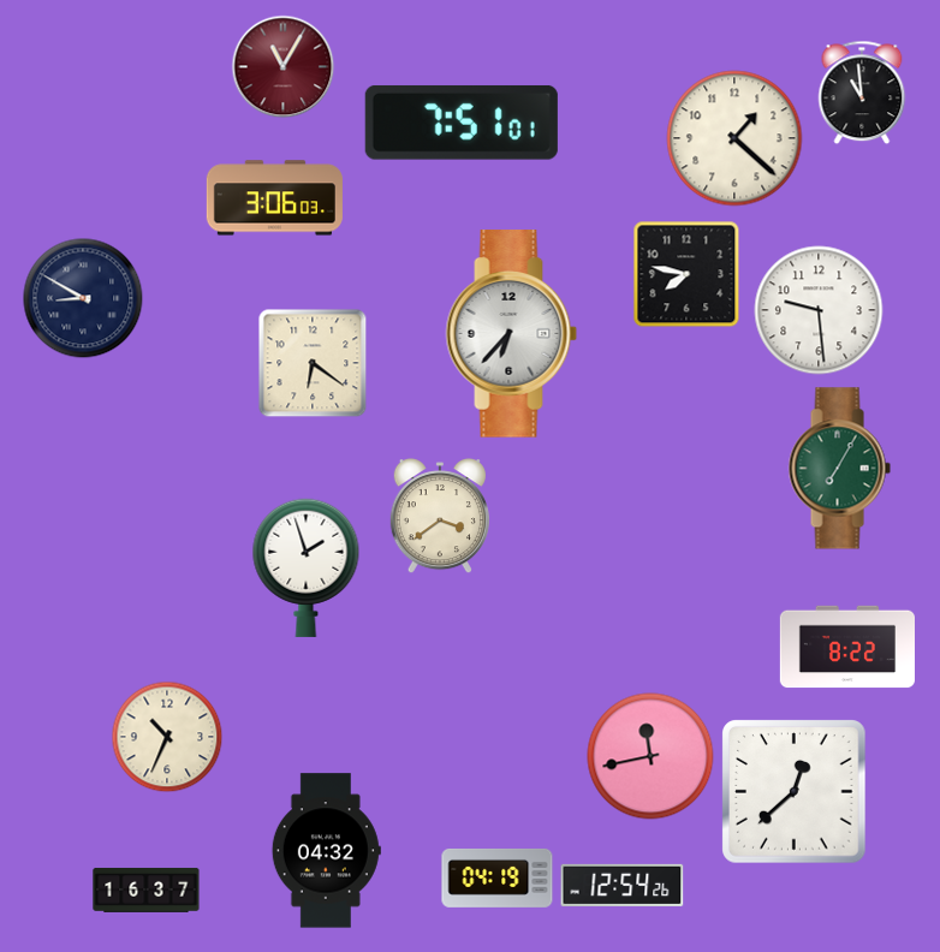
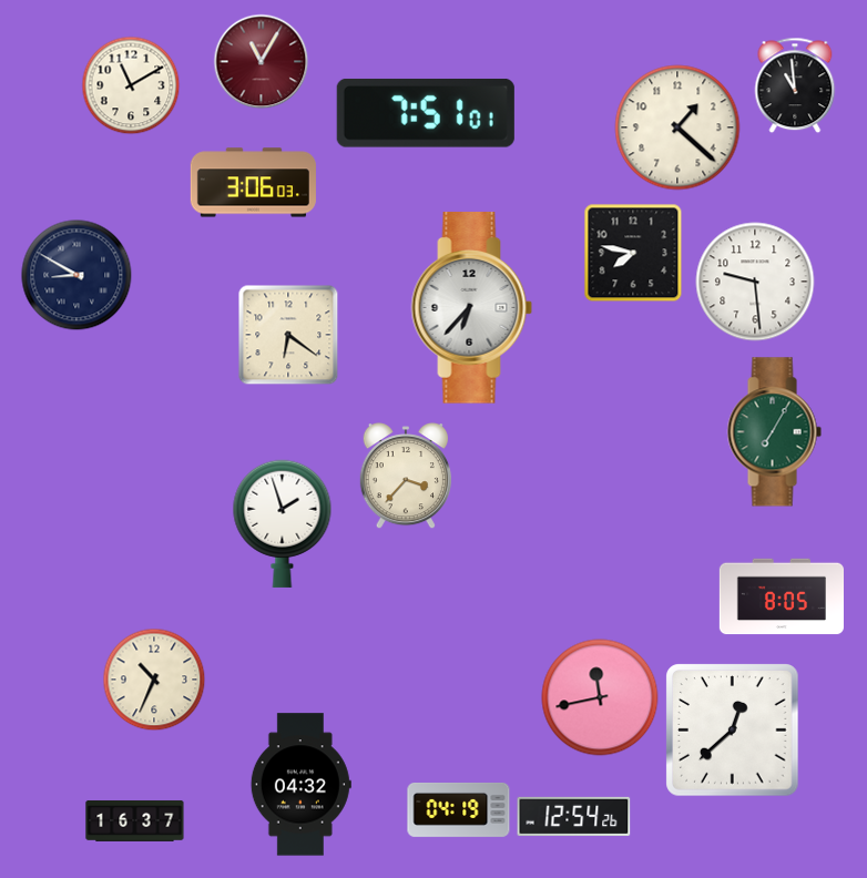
clock at (131, 85): none -> 11:10
clock at (819, 310) position: (819, 310) -> (755, 282)
clock at (440, 517): 3:39 -> 3:37
clock at (846, 647): 8:22 -> 8:05
